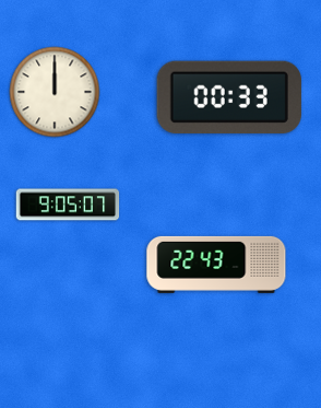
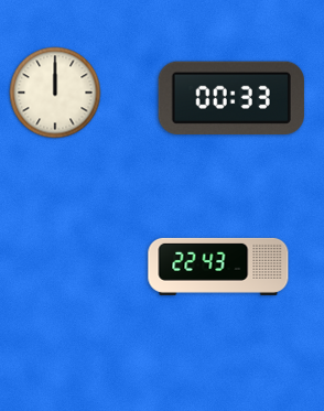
clock at (68, 205): 9:05 -> none
